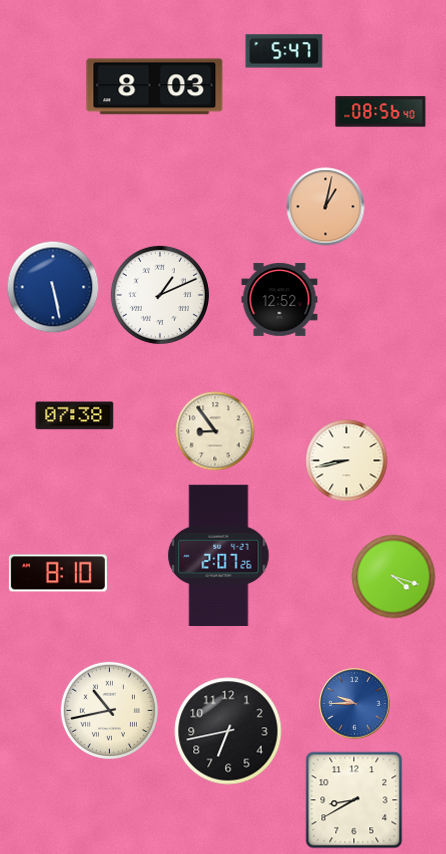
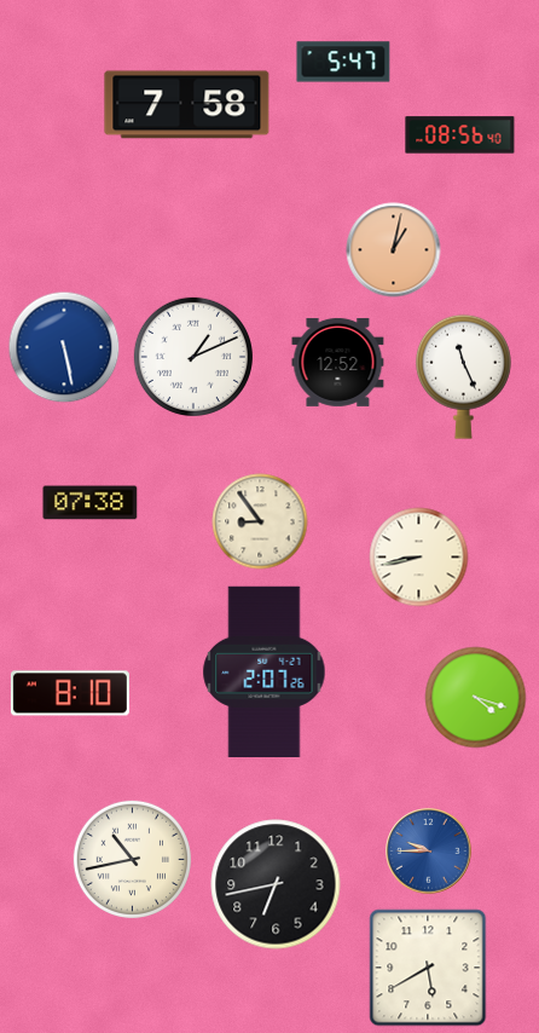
clock at (155, 87): 8:03 -> 7:58
clock at (463, 376): none -> 11:26
clock at (354, 800): 8:40 -> 5:40
